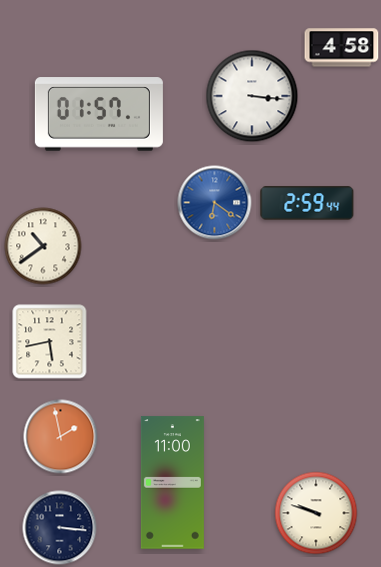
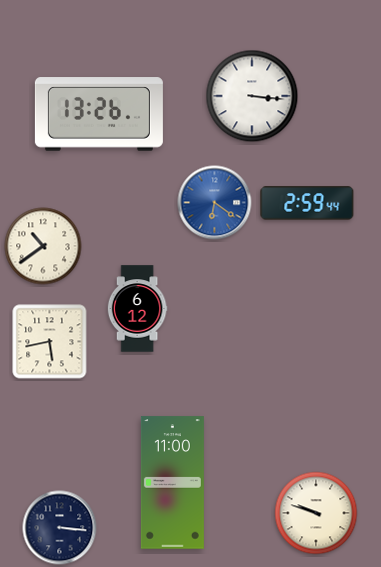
clock at (342, 48): 4:58 -> none
clock at (99, 114): 01:57 -> 13:26
clock at (137, 309): none -> 6:12
clock at (61, 437): 1:58 -> none
